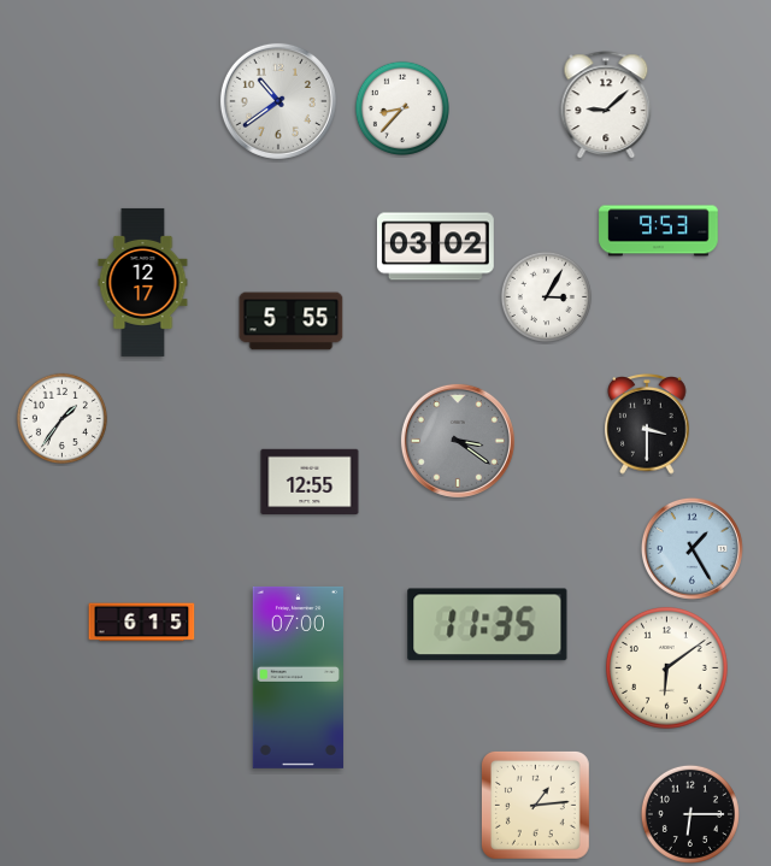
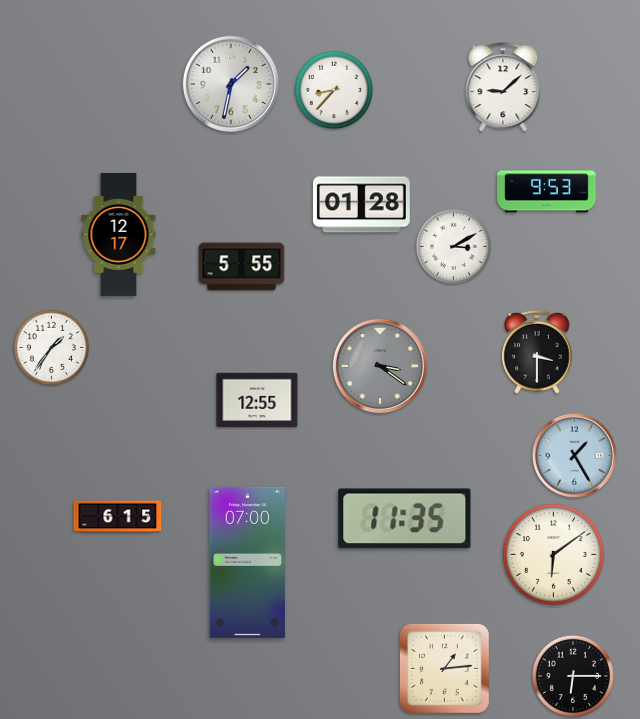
clock at (278, 101): 10:39 -> 1:32
clock at (435, 247): 03:02 -> 01:28
clock at (546, 296): 3:05 -> 3:10
